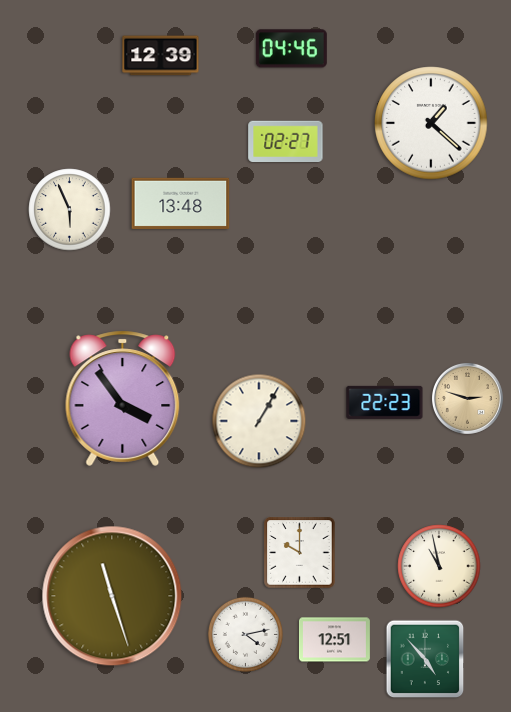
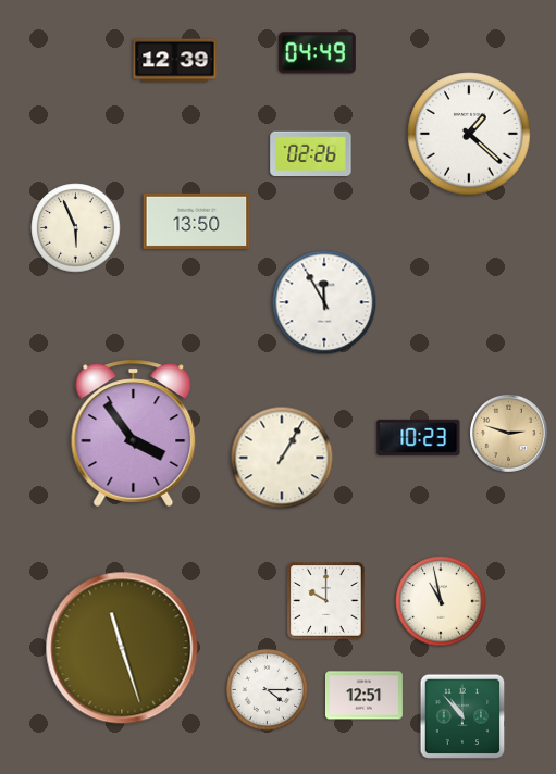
clock at (291, 49): 04:46 -> 04:49
clock at (286, 142): 02:27 -> 02:26
clock at (181, 203): 13:48 -> 13:50
clock at (324, 302): none -> 11:55
clock at (385, 402): 22:23 -> 10:23
clock at (439, 566) position: (439, 566) -> (441, 601)
clock at (245, 634): 4:13 -> 4:15
clock at (425, 659): 4:53 -> 10:53
